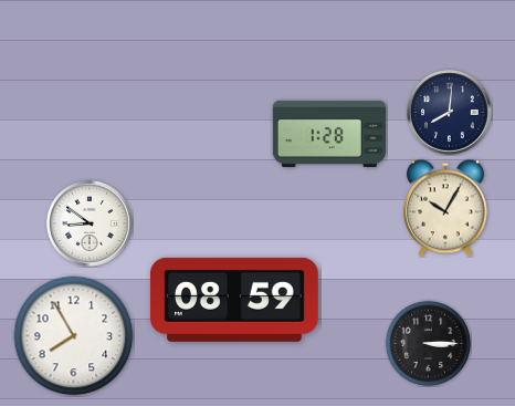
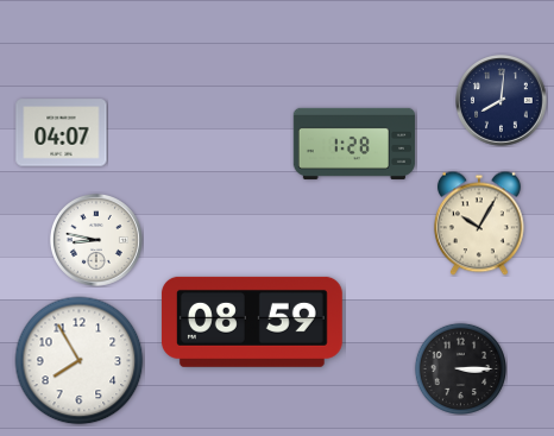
clock at (450, 113) position: (450, 113) -> (502, 101)
clock at (62, 133): none -> 04:07
clock at (90, 223): 8:51 -> 8:47
